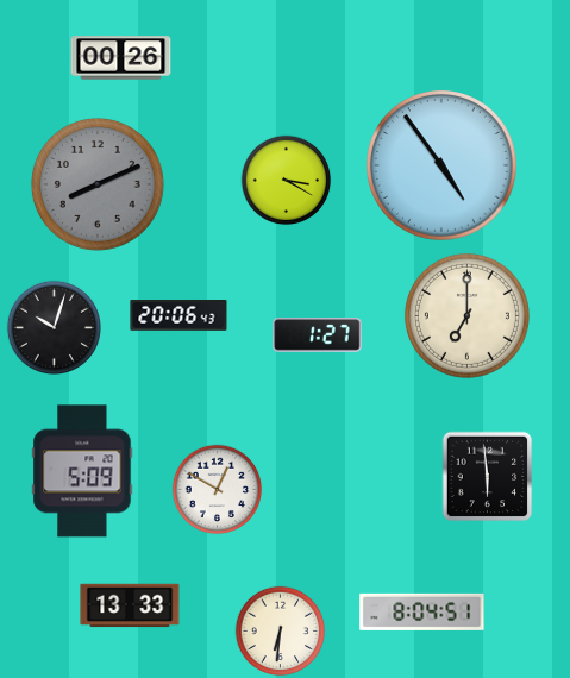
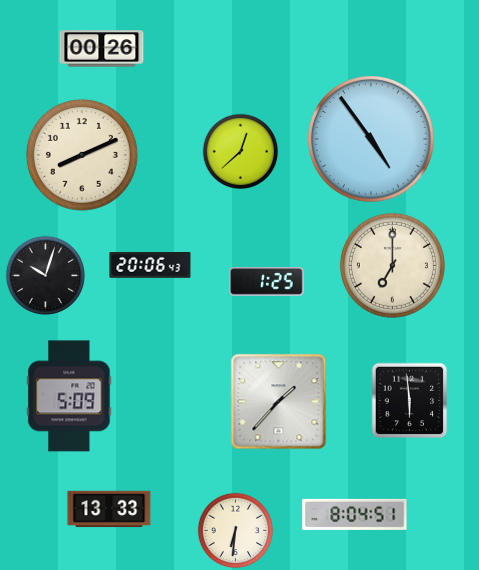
clock at (287, 181): 3:20 -> 12:38
clock at (98, 184) dial: grey -> cream
clock at (318, 335): 1:27 -> 1:25
clock at (279, 402): none -> 1:37
clock at (218, 490): 12:50 -> none
